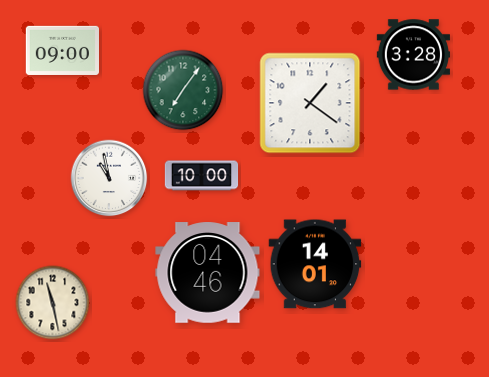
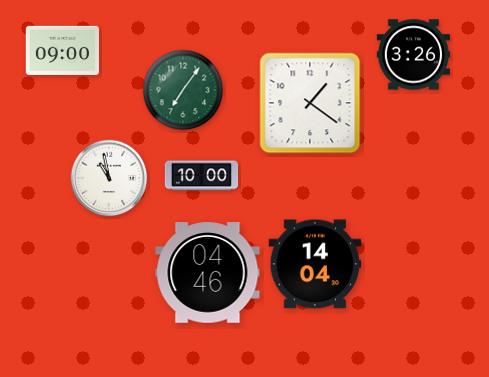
clock at (413, 55): 3:28 -> 3:26
clock at (315, 264): 14:01 -> 14:04
clock at (53, 303): 11:28 -> none
